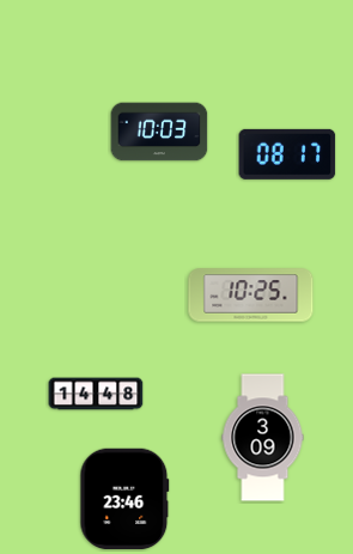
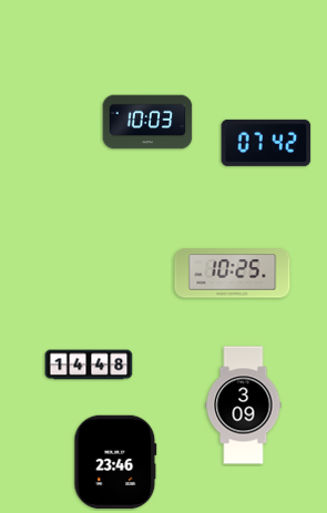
clock at (287, 154): 08:17 -> 07:42
